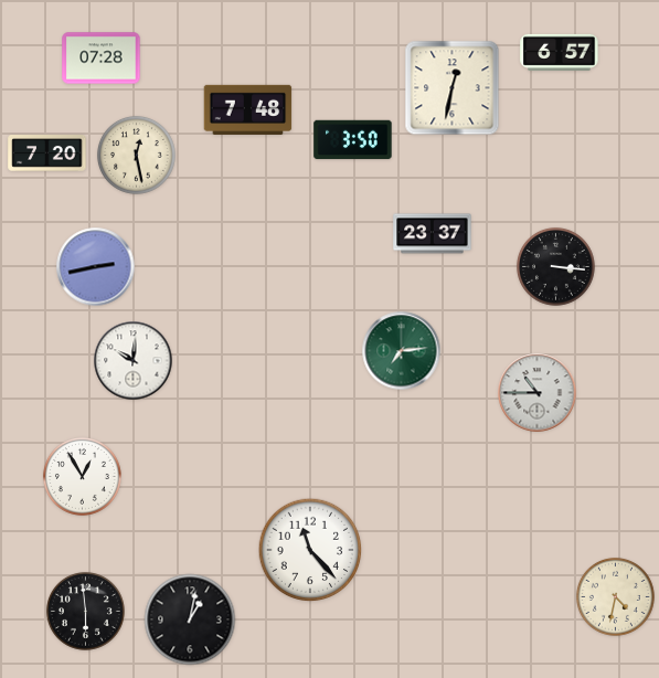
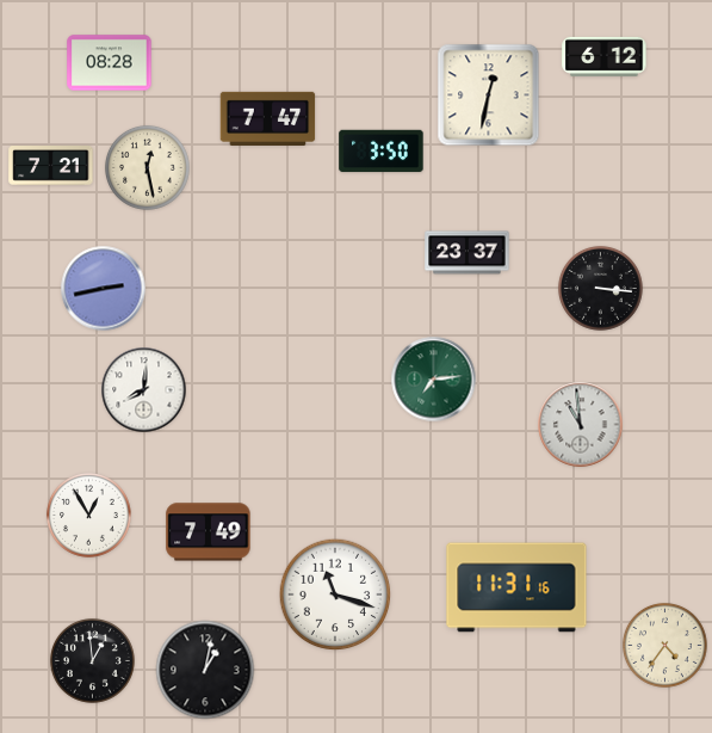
clock at (560, 52): 6:57 -> 6:12
clock at (102, 59): 07:28 -> 08:28
clock at (248, 109): 7:48 -> 7:47
clock at (47, 153): 7:20 -> 7:21
clock at (134, 361): 10:01 -> 8:01
clock at (538, 393): 10:45 -> 10:59
clock at (209, 532): none -> 7:49
clock at (516, 587): none -> 11:31
clock at (310, 550): 11:23 -> 11:18
clock at (615, 596): 4:32 -> 4:36
clock at (85, 611): 5:59 -> 12:59
